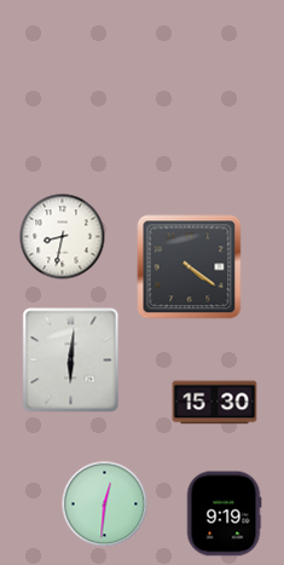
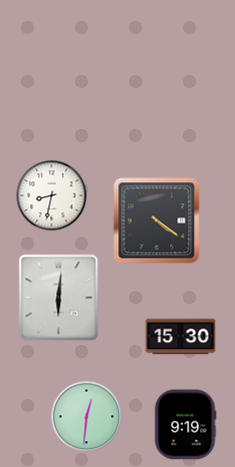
clock at (215, 403) position: (215, 403) -> (181, 337)
